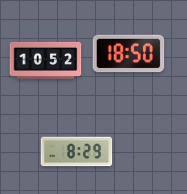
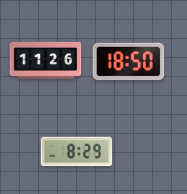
clock at (129, 54) position: (129, 54) -> (129, 62)
clock at (46, 60): 10:52 -> 11:26
